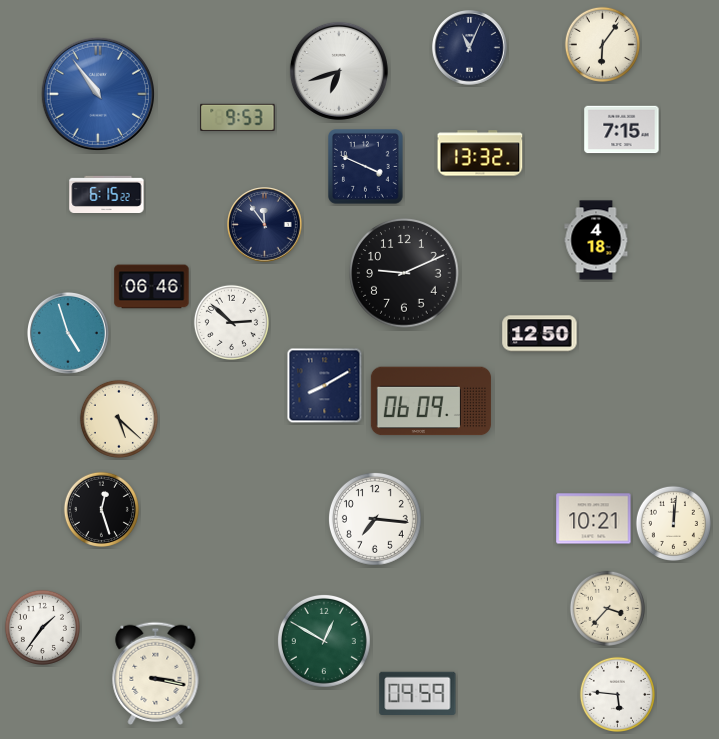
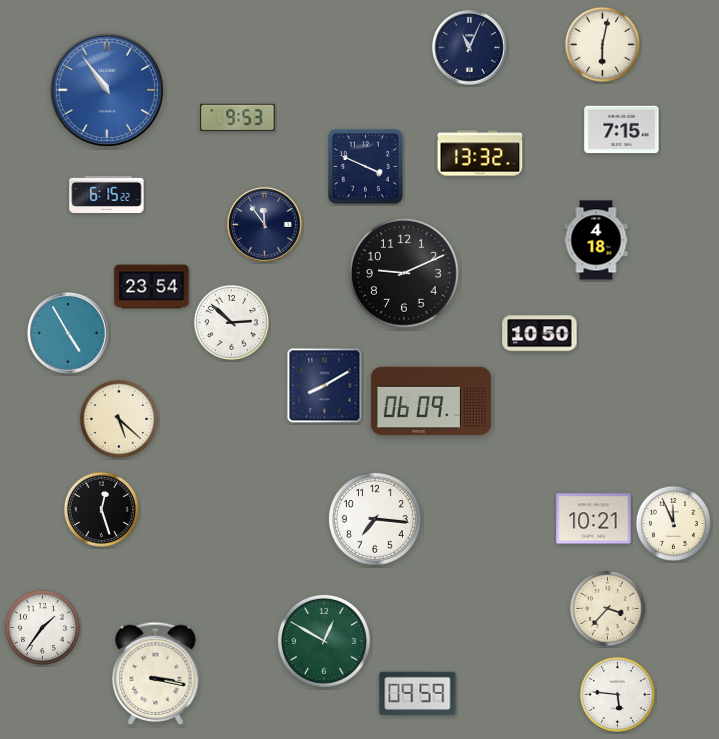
clock at (602, 44): 6:06 -> 6:02
clock at (339, 71): 6:42 -> none
clock at (98, 94) position: (98, 94) -> (107, 90)
clock at (152, 287): 06:46 -> 23:54
clock at (69, 334): 4:57 -> 4:55
clock at (540, 334): 12:50 -> 10:50
clock at (673, 523): 12:01 -> 11:56
